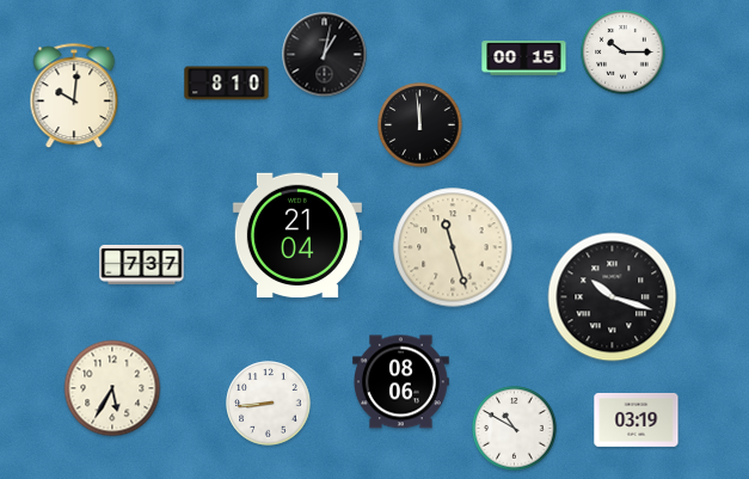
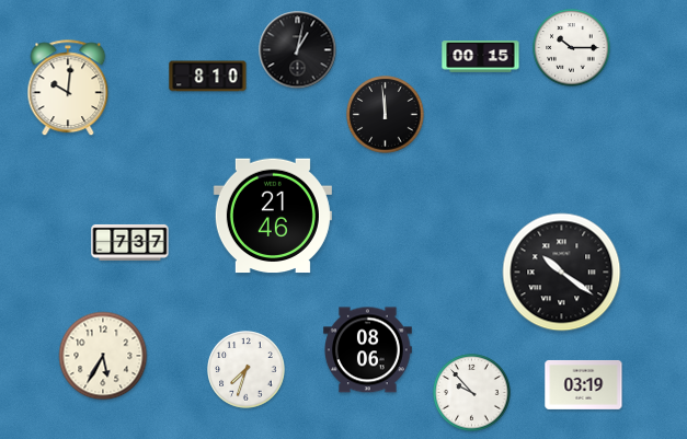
clock at (524, 59) position: (524, 59) -> (481, 57)
clock at (297, 235): 21:04 -> 21:46
clock at (453, 247): 11:27 -> none
clock at (613, 297): 10:18 -> 10:21
clock at (269, 404): 8:44 -> 7:33
clock at (515, 429): 10:50 -> 9:53
